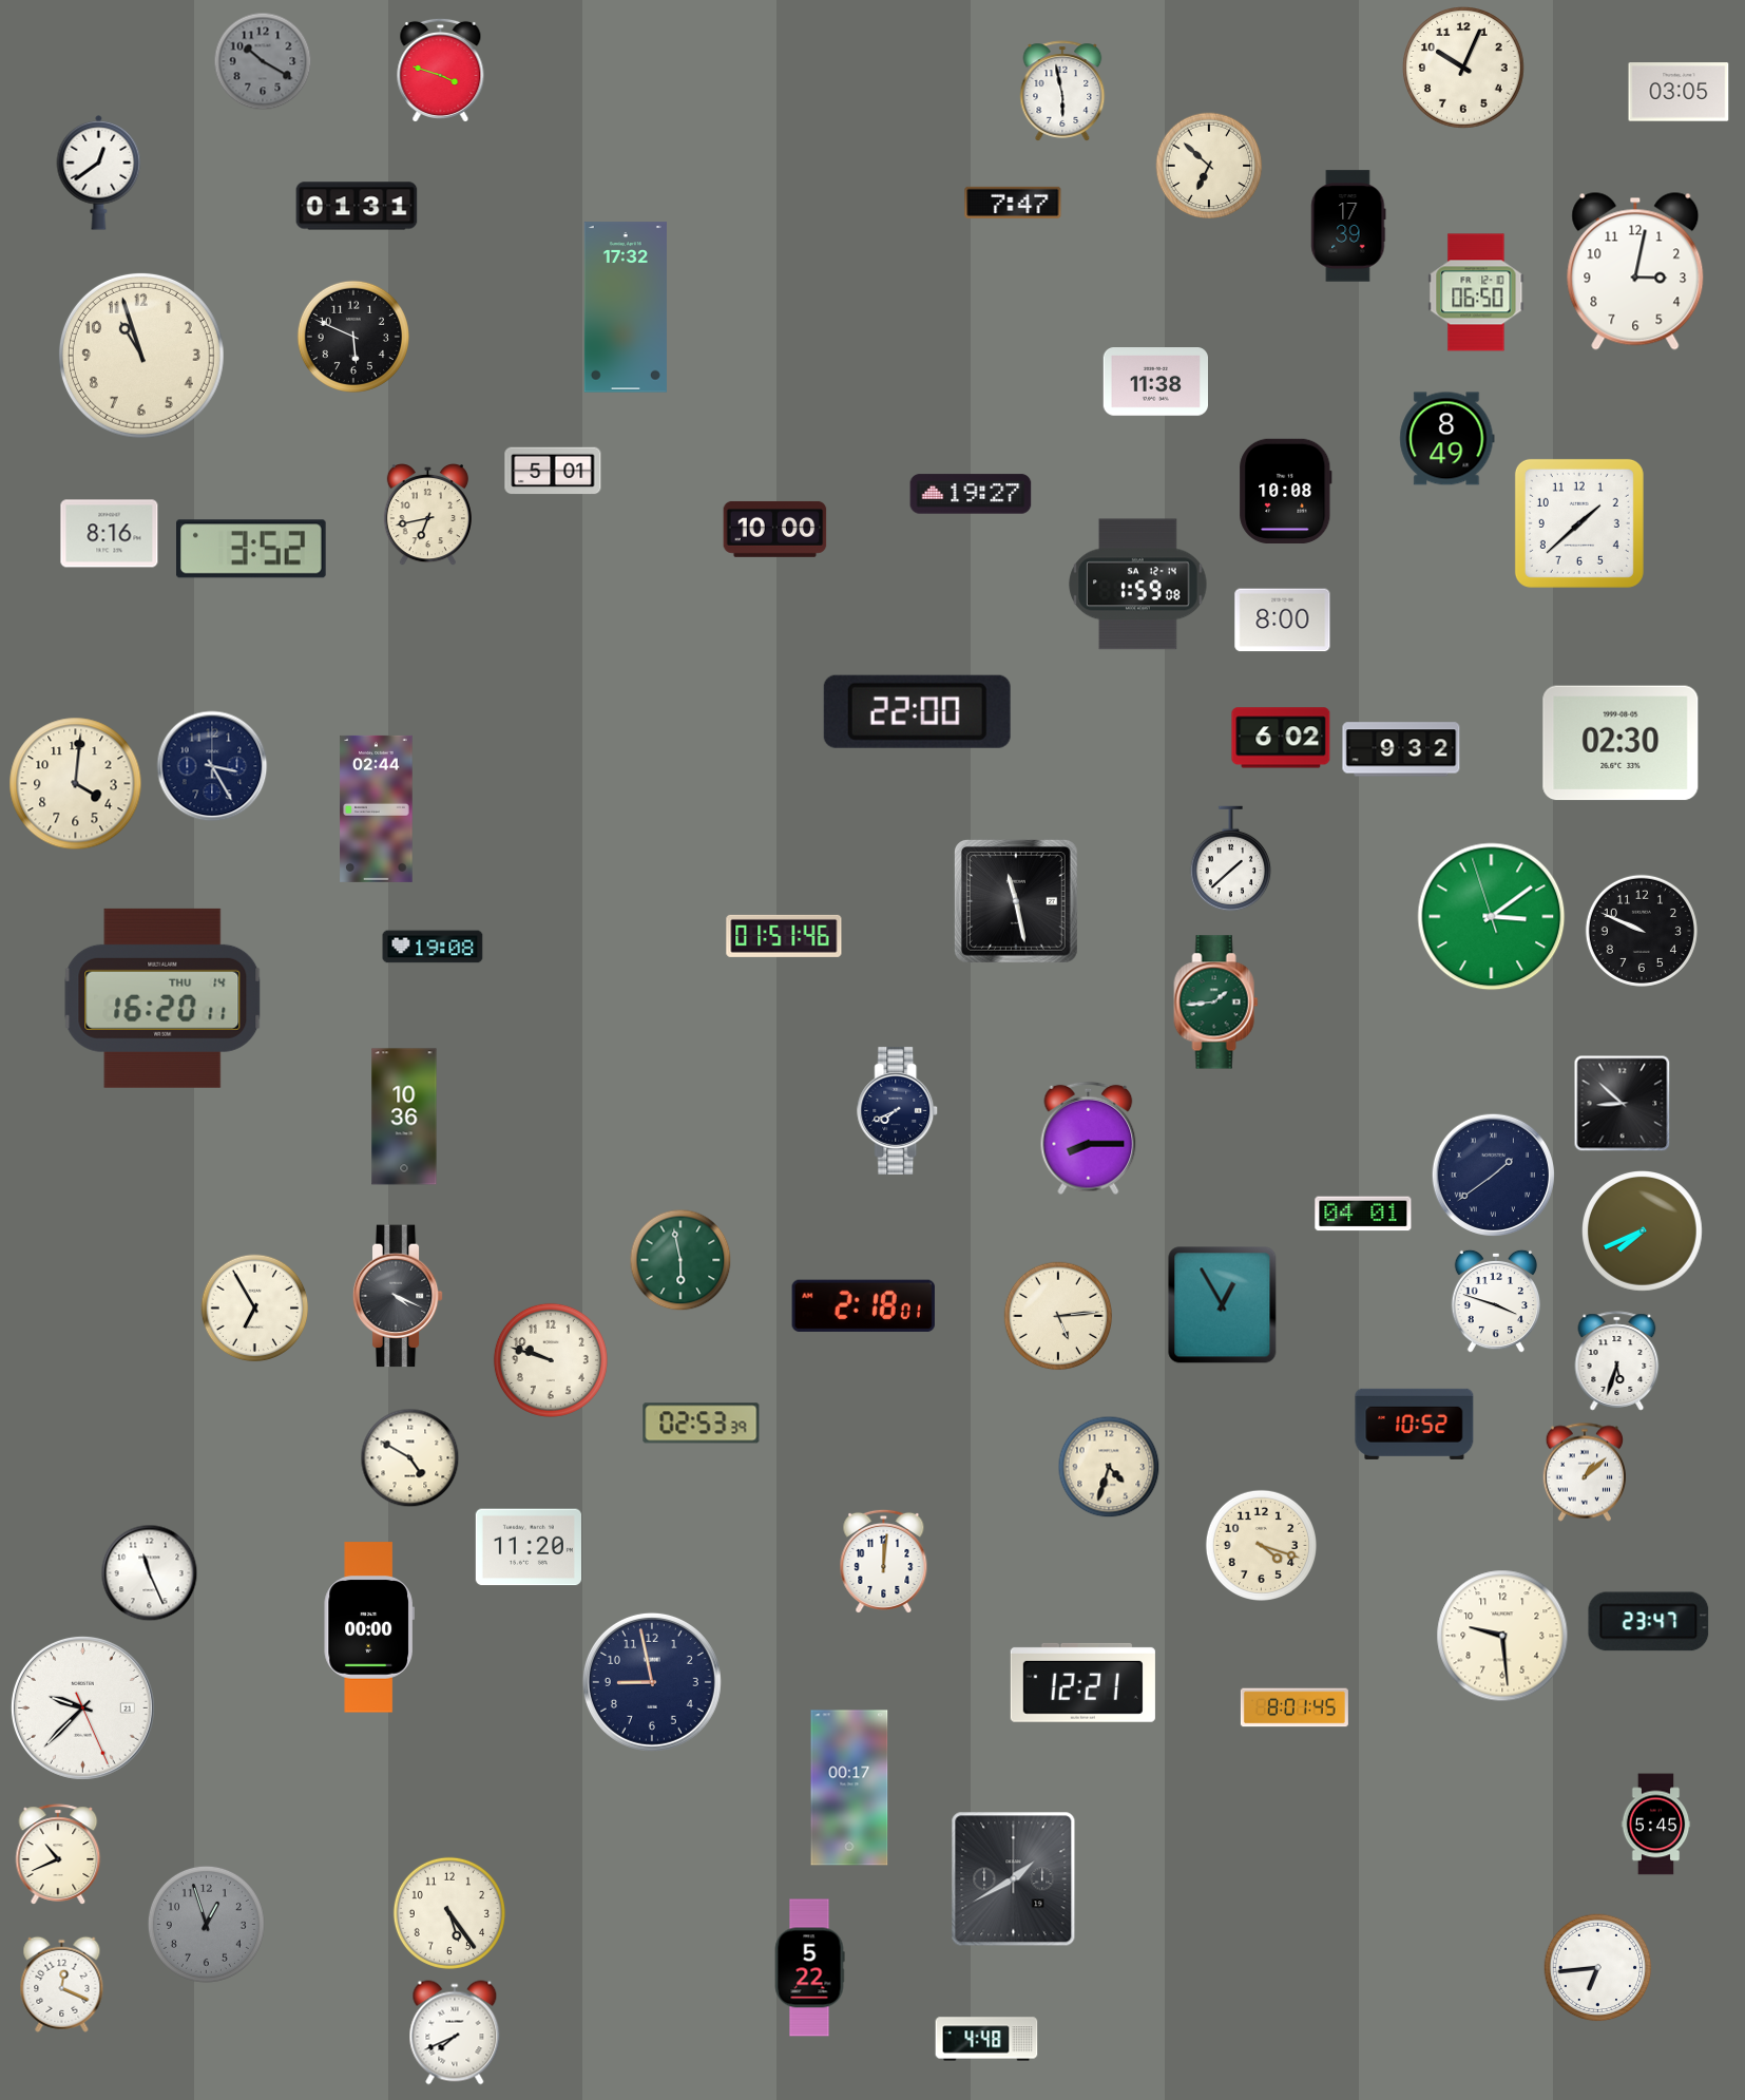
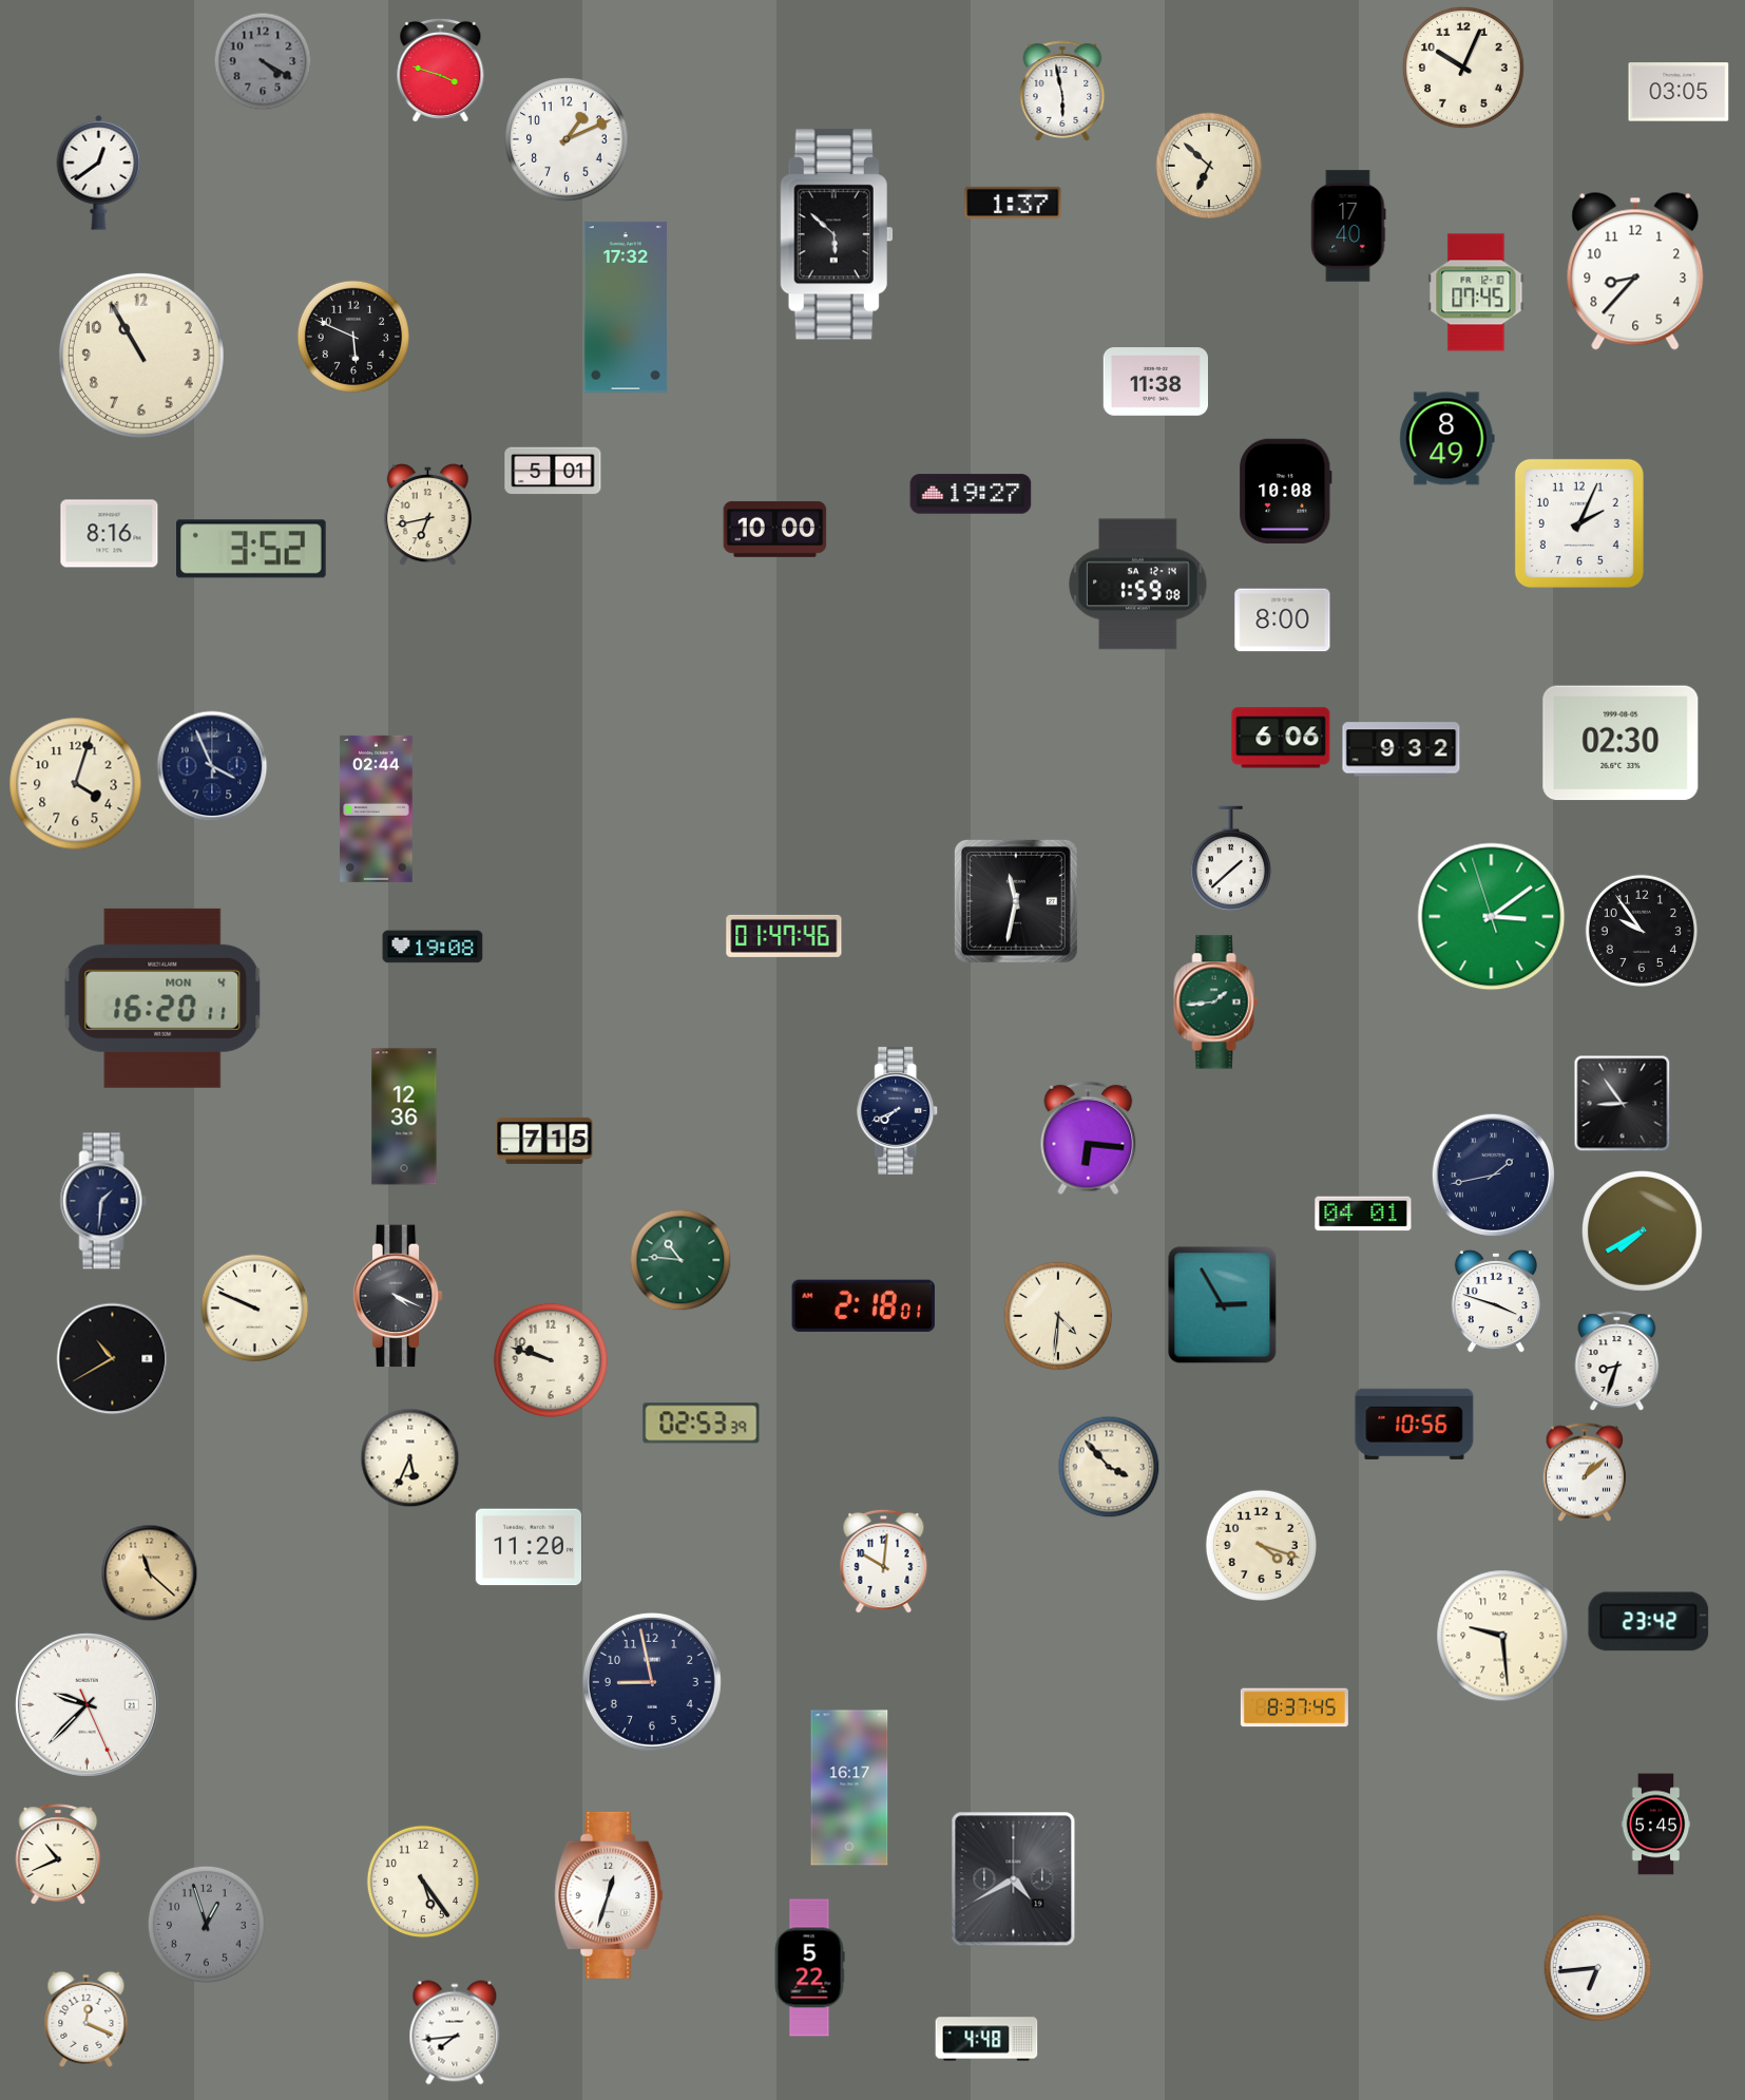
clock at (263, 61): 10:20 -> 4:20
clock at (567, 139): none -> 1:11
clock at (1013, 203): 7:47 -> 1:37
clock at (357, 206): 01:31 -> none
clock at (1348, 226): 17:39 -> 17:40
clock at (837, 234): none -> 5:52
clock at (1635, 271): 3:02 -> 8:37
clock at (1476, 292): 06:50 -> 07:45
clock at (141, 356): 10:57 -> 10:55
clock at (1579, 523): 1:38 -> 2:04
clock at (917, 711): 22:00 -> none
clock at (1281, 738): 6:02 -> 6:06
clock at (212, 766): 3:25 -> 3:56
clock at (76, 784): 4:01 -> 4:03
clock at (1016, 901): 11:28 -> 11:32
clock at (1642, 931): 9:49 -> 9:54
clock at (784, 936): 01:51 -> 01:47
clock at (162, 998) date: THU 14 -> MON 4
clock at (1623, 1104): 8:52 -> 8:54
clock at (404, 1116): 10:36 -> 12:36
clock at (1089, 1139): 8:15 -> 6:16
clock at (544, 1141): none -> 7:15
clock at (1493, 1175): 1:39 -> 1:43
clock at (103, 1201): none -> 1:31
clock at (1643, 1232): 7:41 -> 7:40
clock at (680, 1260): 5:58 -> 10:46
clock at (1223, 1305): 12:55 -> 2:55
clock at (255, 1309): 6:55 -> 9:49
clock at (1058, 1316): 5:14 -> 4:31
clock at (113, 1359): none -> 10:40
clock at (1617, 1361): 5:33 -> 8:33
clock at (1415, 1424): 10:52 -> 10:56
clock at (410, 1458): 4:50 -> 5:34
clock at (1109, 1467): 4:33 -> 3:53
clock at (884, 1561): 12:01 -> 10:01
clock at (150, 1573): 11:26 -> 11:22
clock at (150, 1573) dial: white -> champagne
clock at (1649, 1622): 23:47 -> 23:42
clock at (369, 1627): 00:00 -> none
clock at (1082, 1682): 12:21 -> none
clock at (82, 1707) position: (82, 1707) -> (87, 1704)
clock at (1295, 1707): 8:01 -> 8:37
clock at (849, 1788): 00:17 -> 16:17
clock at (1014, 1879): 1:40 -> 4:40
clock at (609, 1895): none -> 12:33
clock at (449, 1913) position: (449, 1913) -> (423, 1882)
clock at (62, 1984) position: (62, 1984) -> (87, 2019)
clock at (455, 2032): 7:41 -> 7:44
